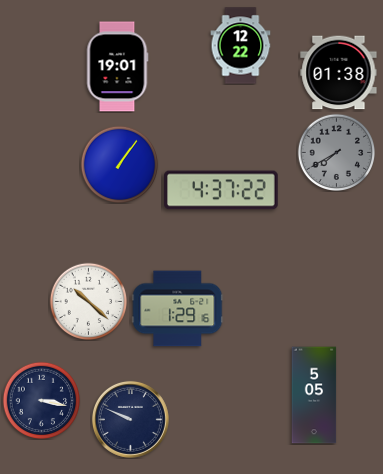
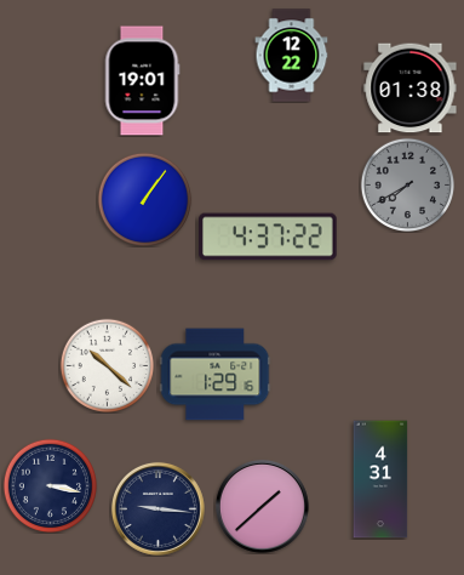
clock at (221, 190) position: (221, 190) -> (268, 237)
clock at (314, 395): 5:05 -> 4:31
clock at (262, 506): none -> 1:38
clock at (130, 419): 9:49 -> 9:16
